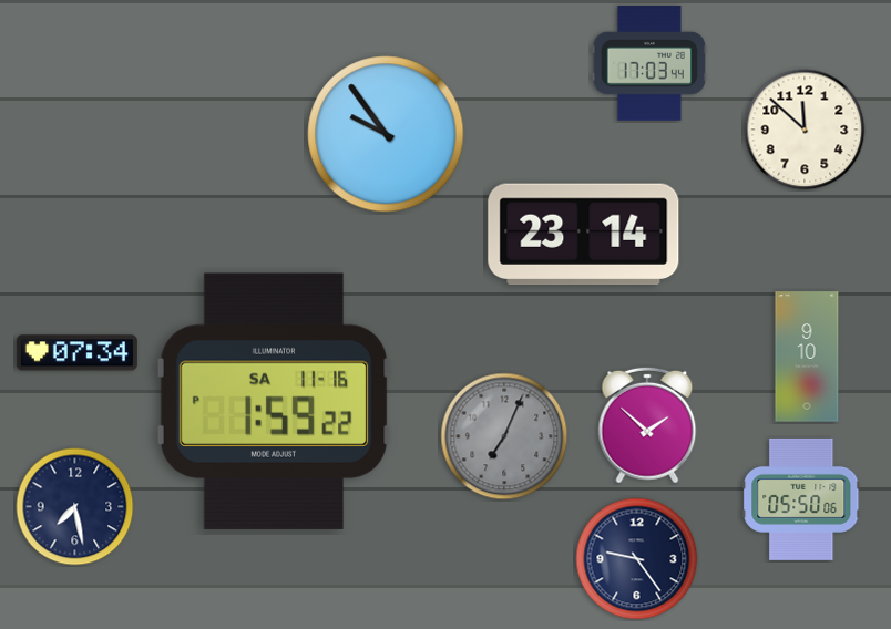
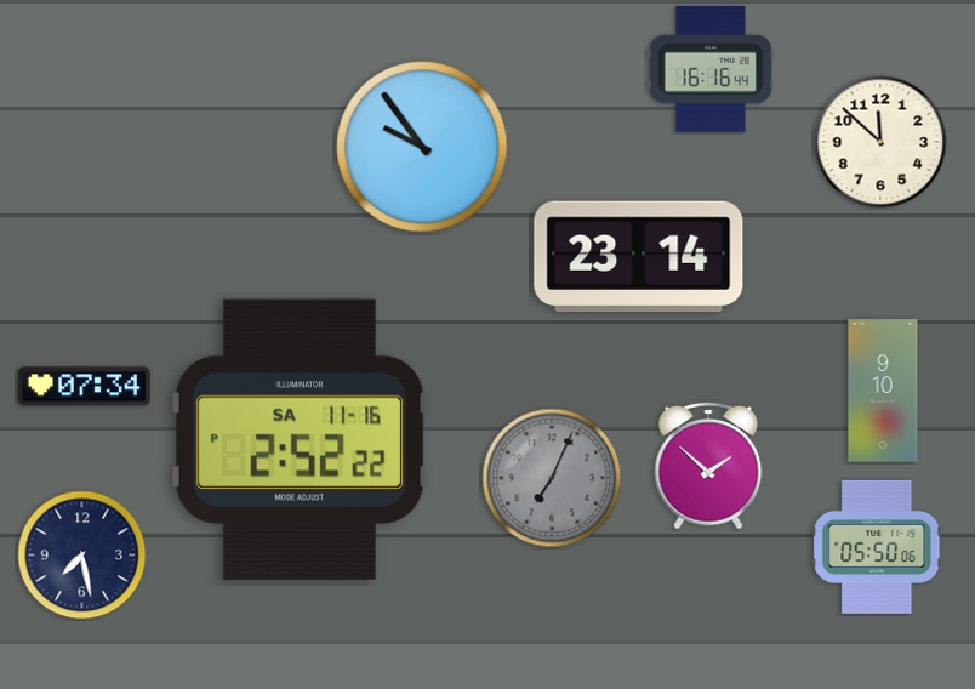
clock at (648, 64): 17:03 -> 16:16
clock at (274, 401): 1:59 -> 2:52
clock at (637, 559): 9:24 -> none
